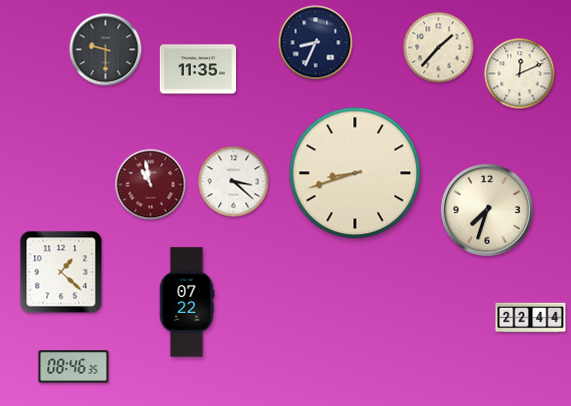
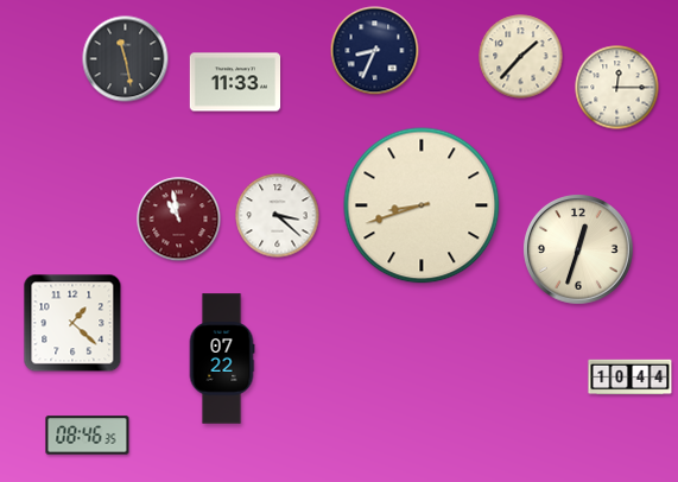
clock at (106, 50): 9:30 -> 11:28
clock at (198, 69): 11:35 -> 11:33
clock at (520, 74): 12:11 -> 12:15
clock at (488, 211): 7:33 -> 12:33
clock at (531, 318): 22:44 -> 10:44
